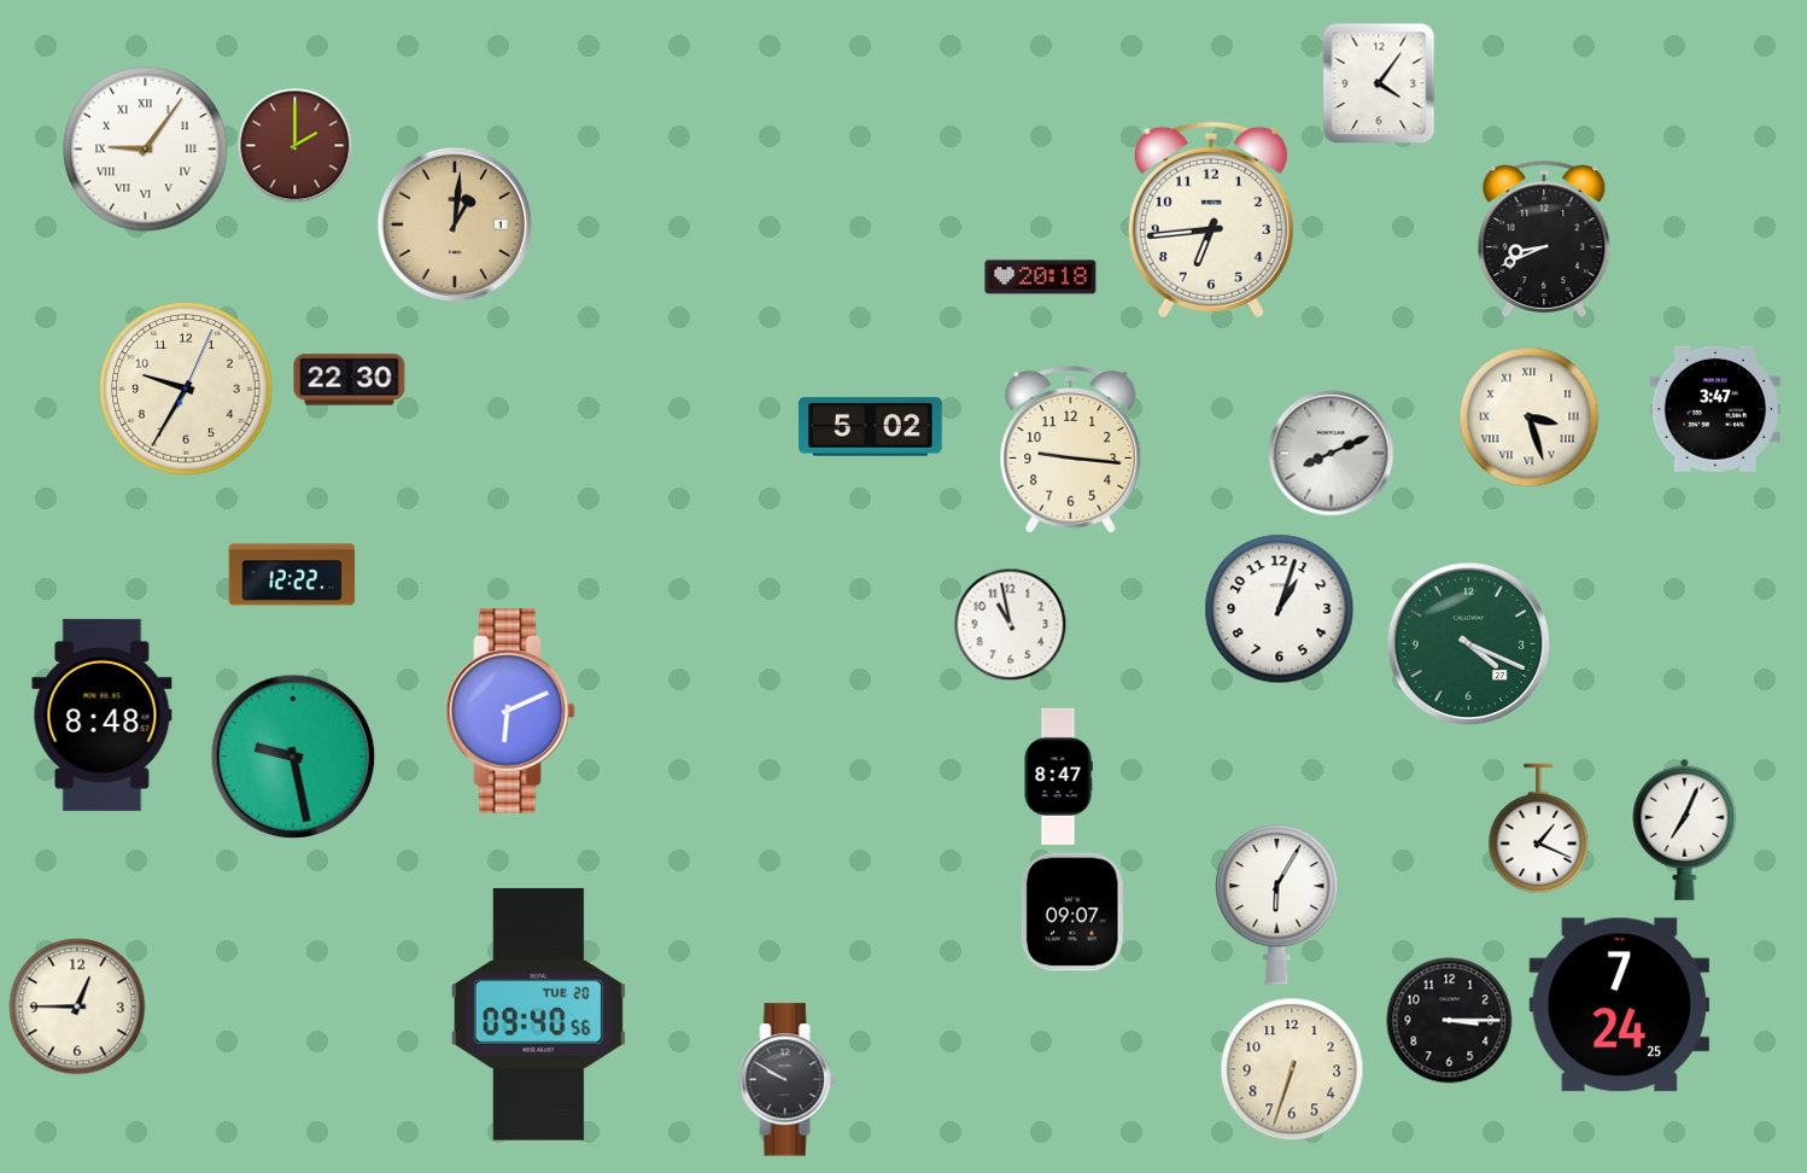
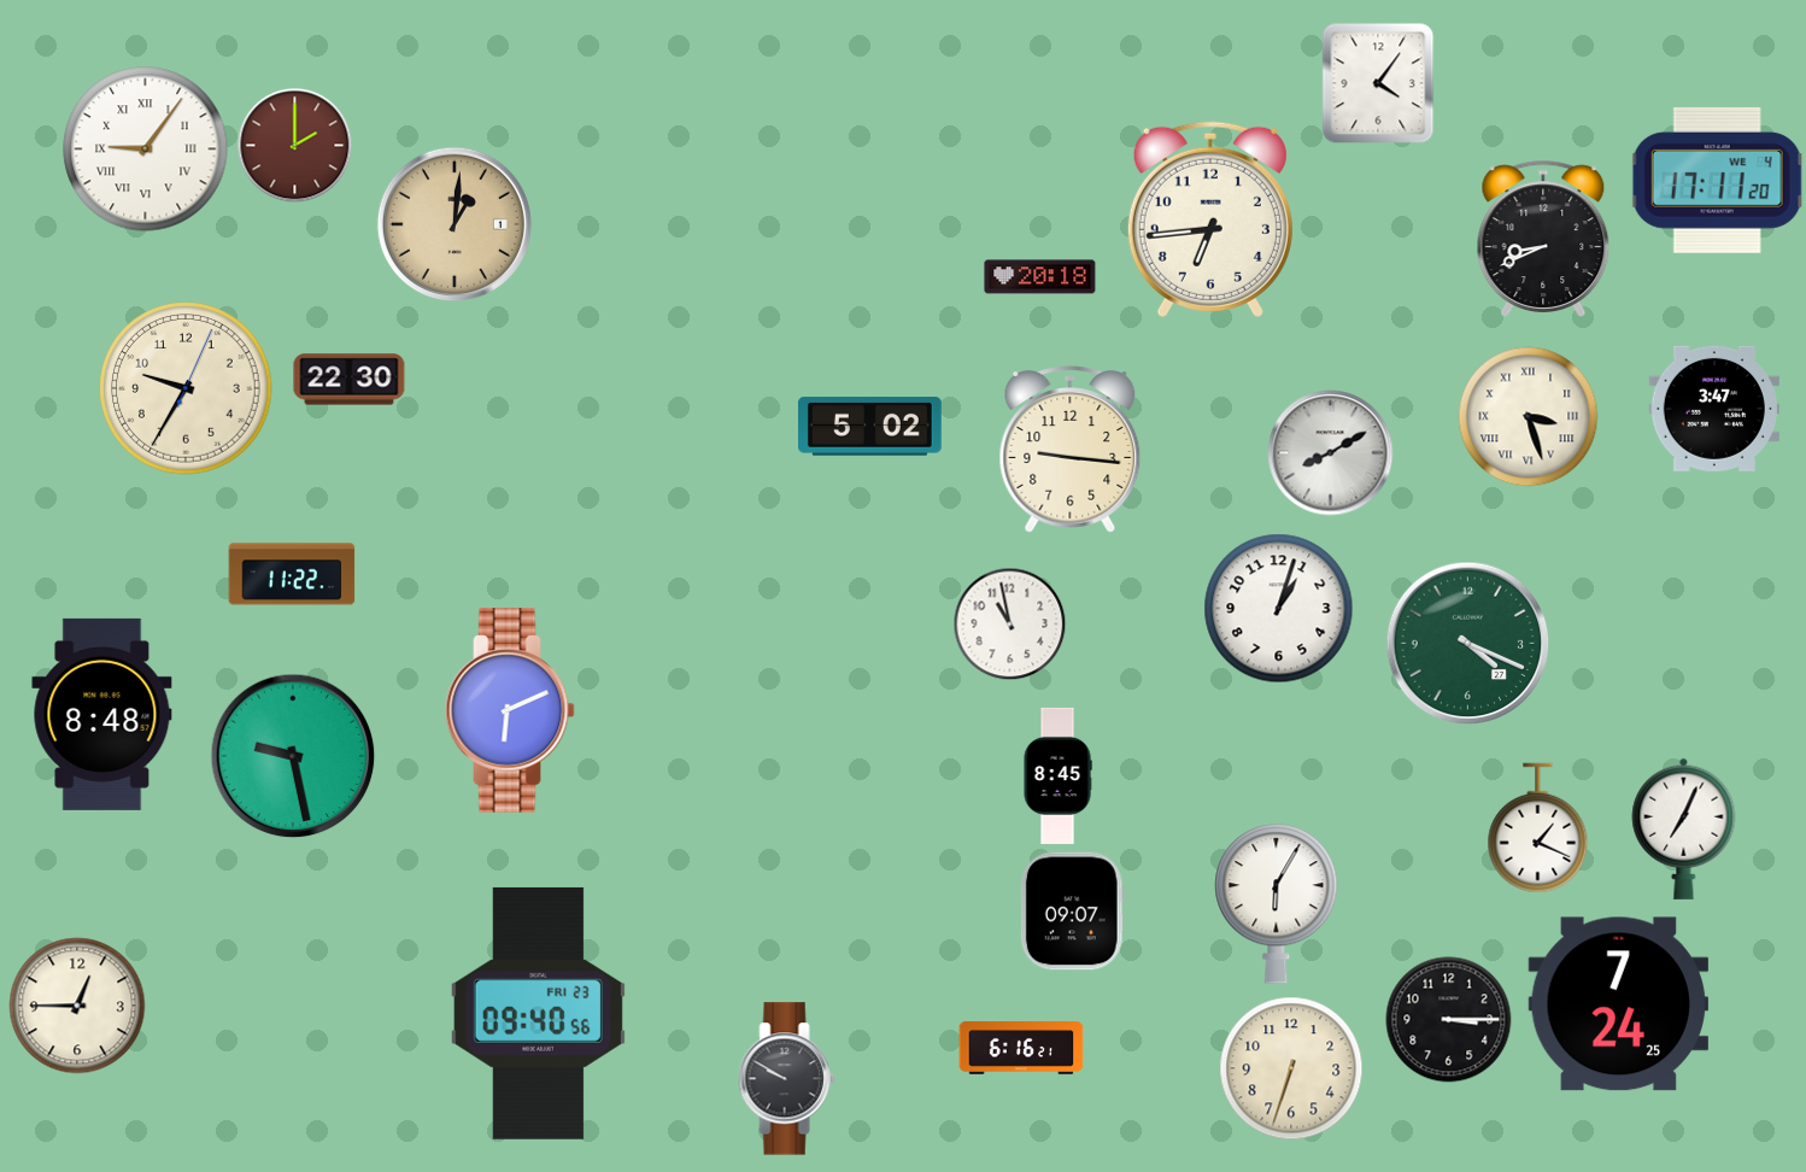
clock at (1717, 180): none -> 17:11
clock at (1332, 454): 8:11 -> 8:10
clock at (292, 574): 12:22 -> 11:22
clock at (1058, 776): 8:47 -> 8:45
clock at (538, 1014) date: TUE 20 -> FRI 23
clock at (1021, 1049): none -> 6:16
